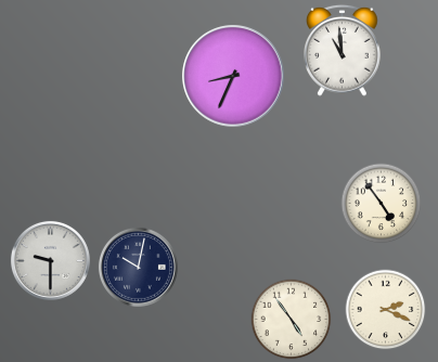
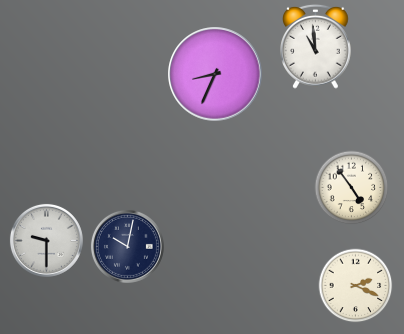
clock at (233, 76) position: (233, 76) -> (215, 74)
clock at (292, 320): 4:54 -> none
